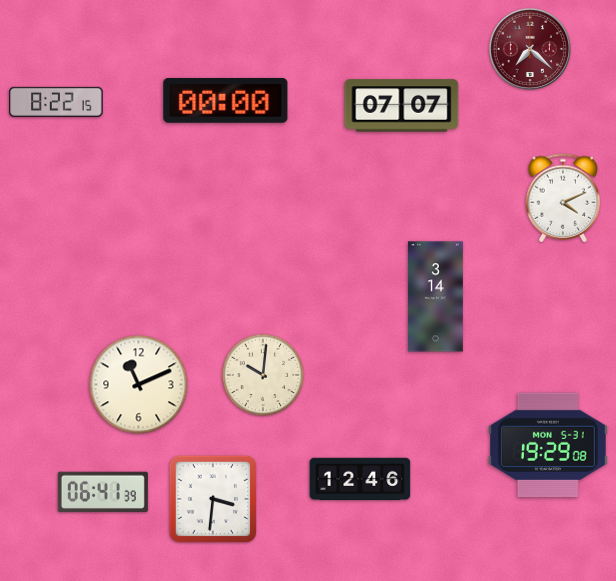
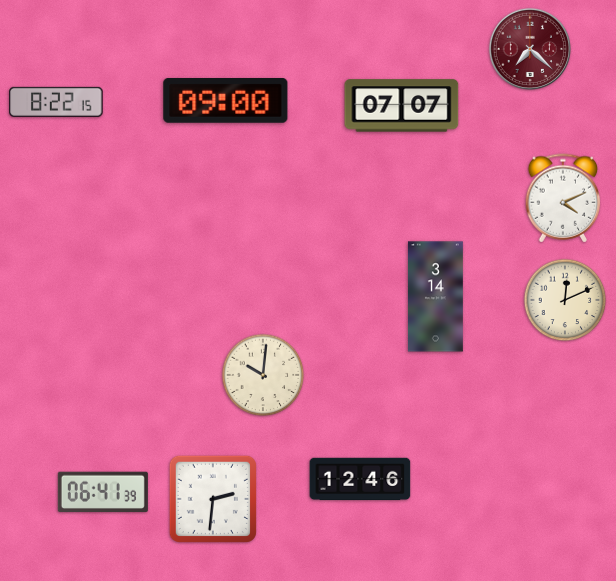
clock at (226, 101): 00:00 -> 09:00
clock at (565, 300): none -> 12:11
clock at (139, 385): 11:11 -> none
clock at (548, 445): 19:29 -> none
clock at (213, 499): 3:31 -> 2:31
